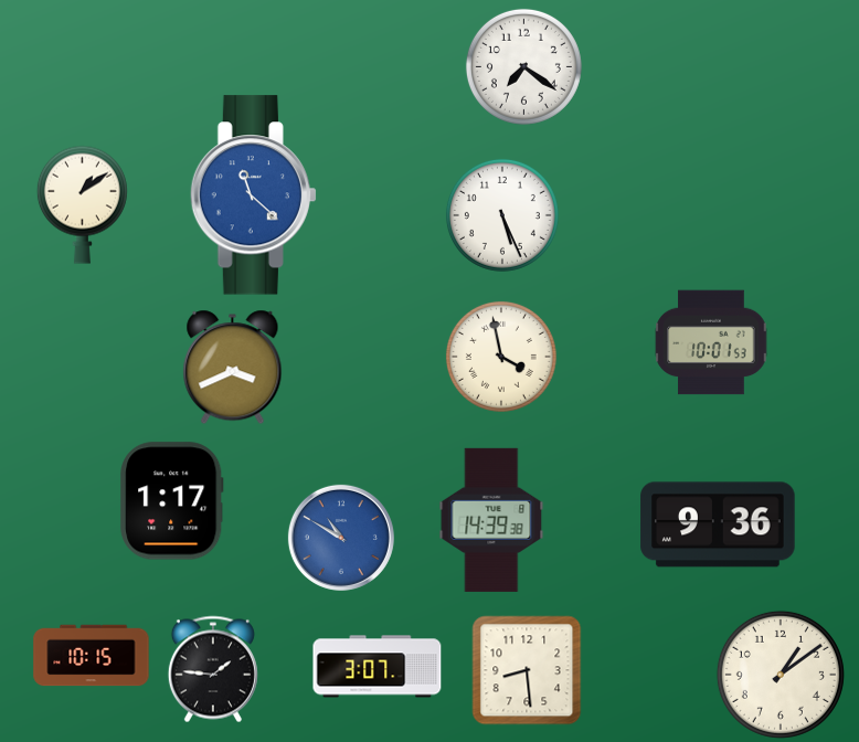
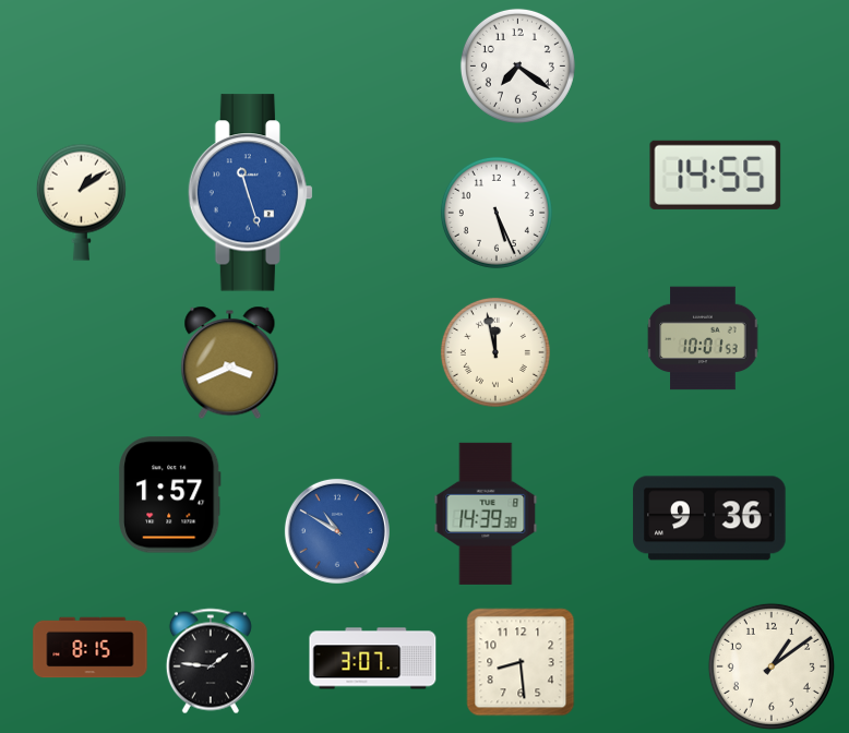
clock at (716, 175): none -> 14:55
clock at (253, 195): 11:22 -> 11:27
clock at (501, 357): 3:58 -> 11:58
clock at (172, 501): 1:17 -> 1:57
clock at (92, 656): 10:15 -> 8:15
